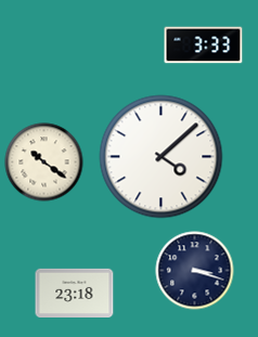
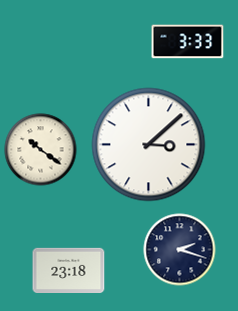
clock at (162, 157): 4:08 -> 3:08
clock at (195, 271): 3:18 -> 2:18
